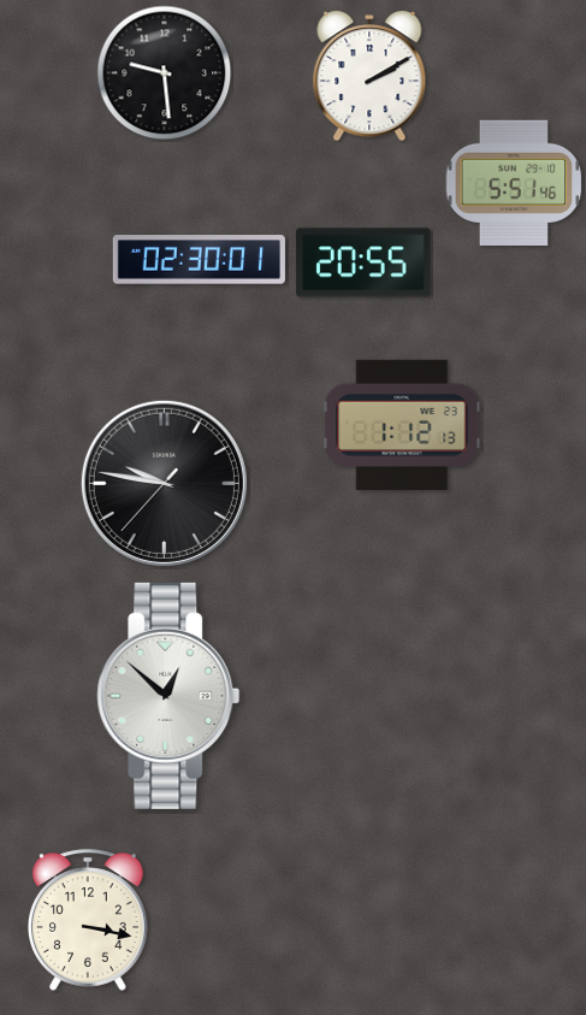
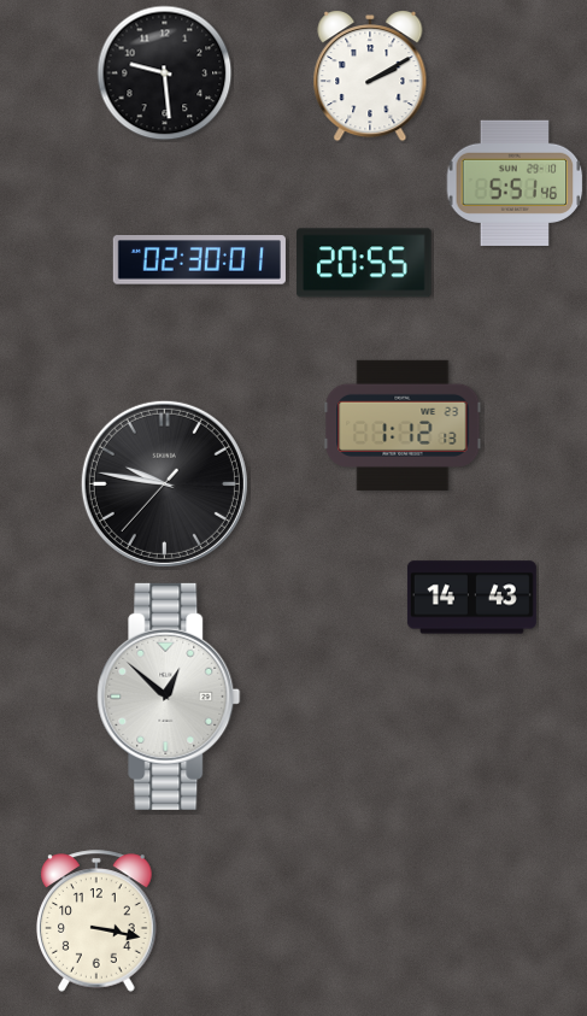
clock at (471, 598): none -> 14:43
clock at (88, 920) position: (88, 920) -> (96, 921)
